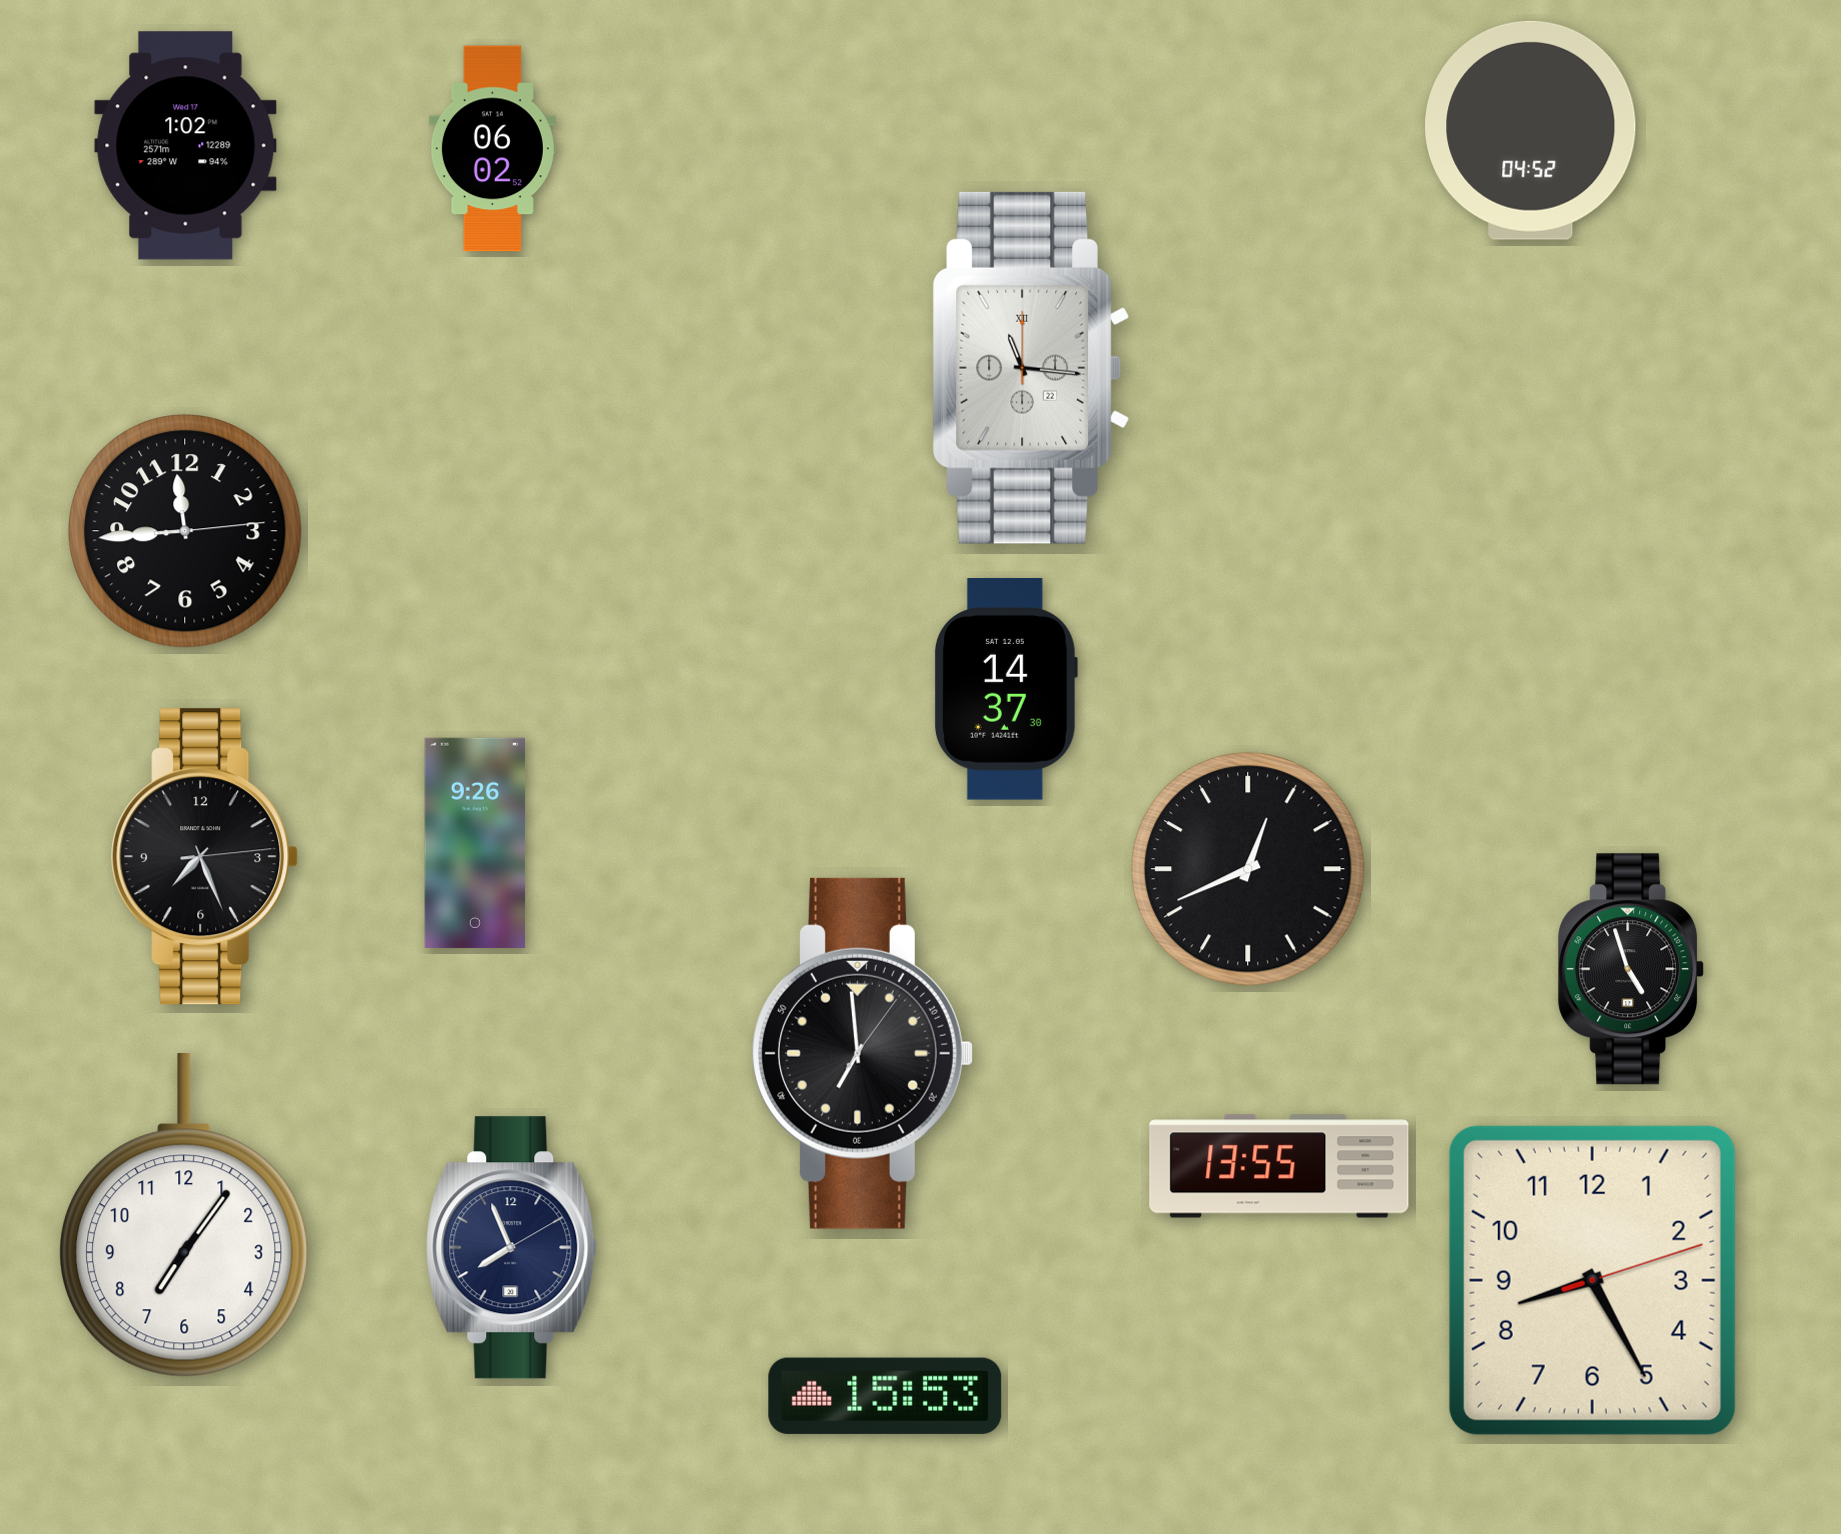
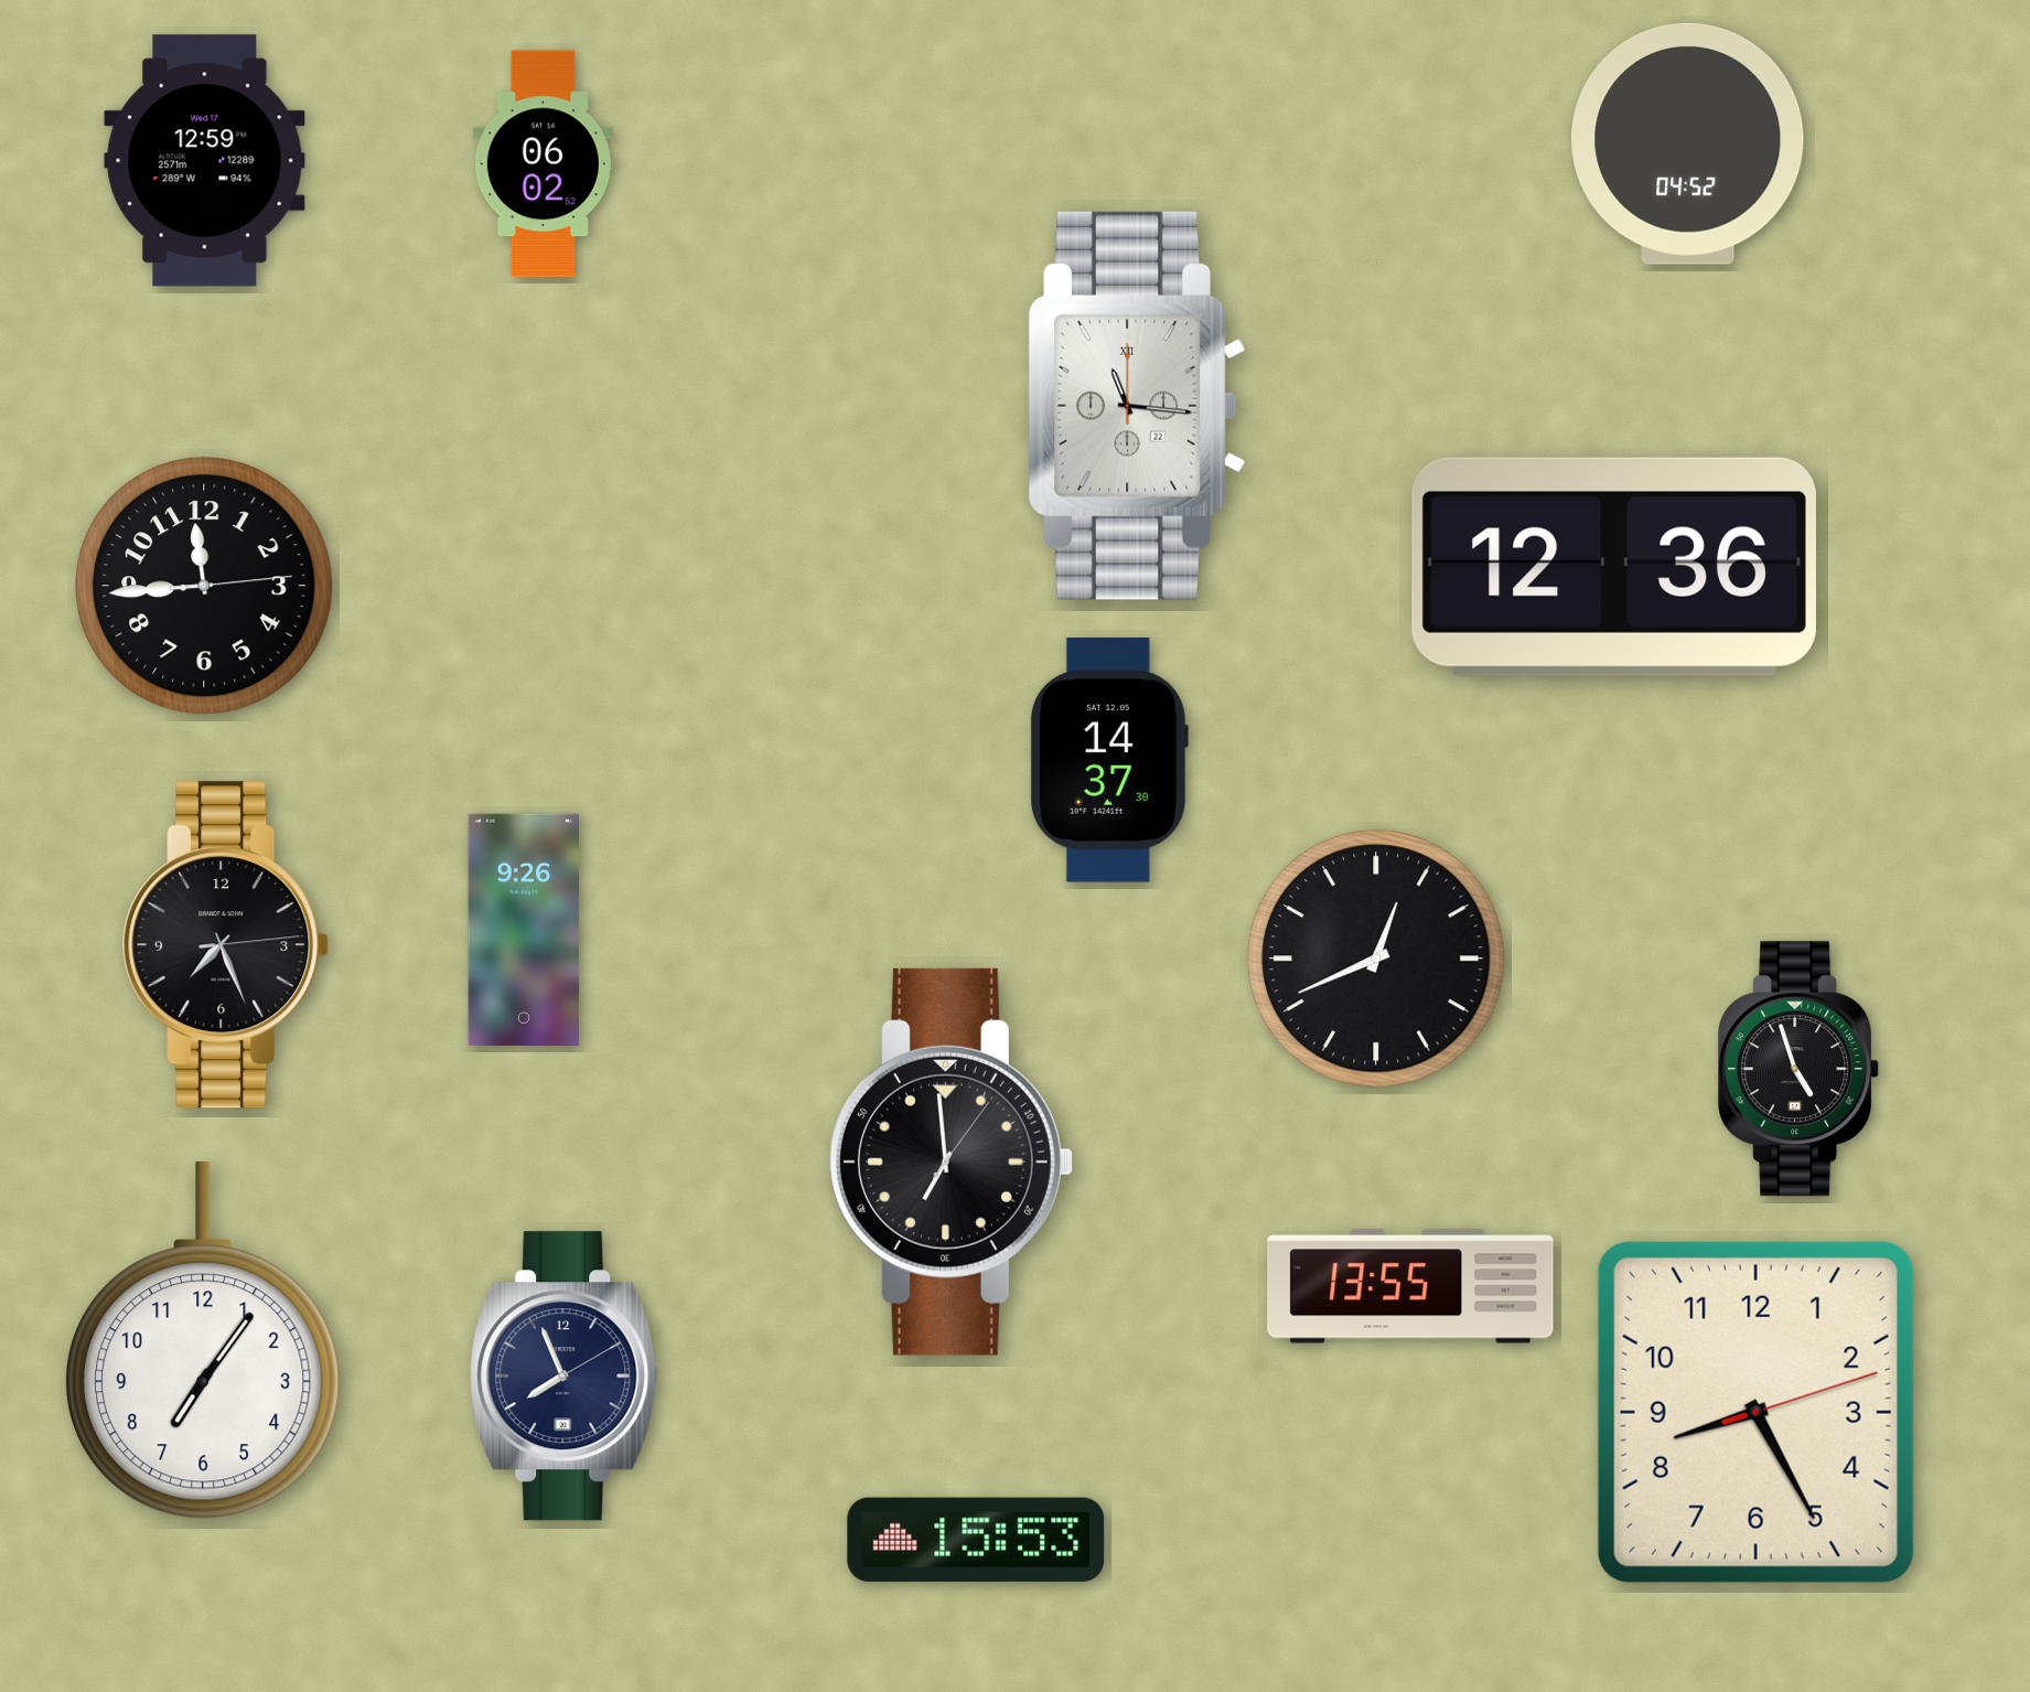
clock at (186, 146): 1:02 -> 12:59
clock at (1614, 567): none -> 12:36
